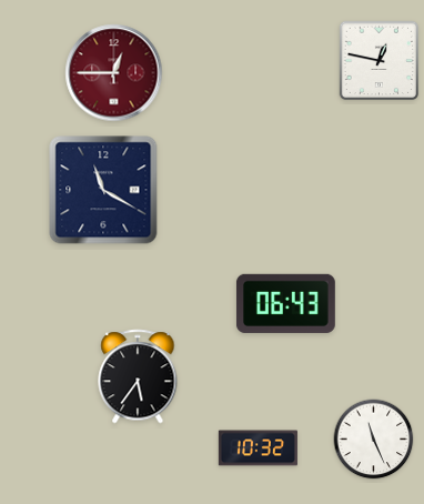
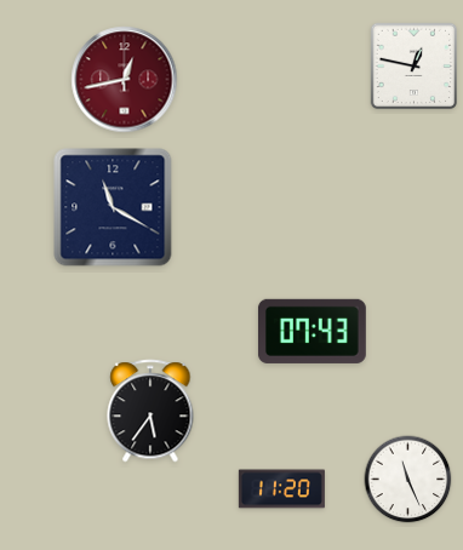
clock at (114, 73): 12:45 -> 12:43
clock at (285, 303): 06:43 -> 07:43
clock at (258, 448): 10:32 -> 11:20
